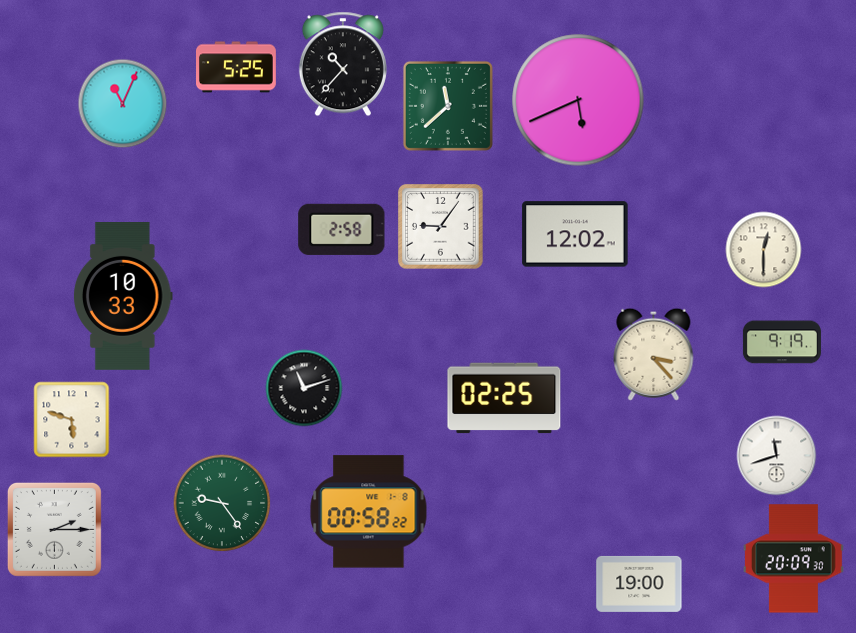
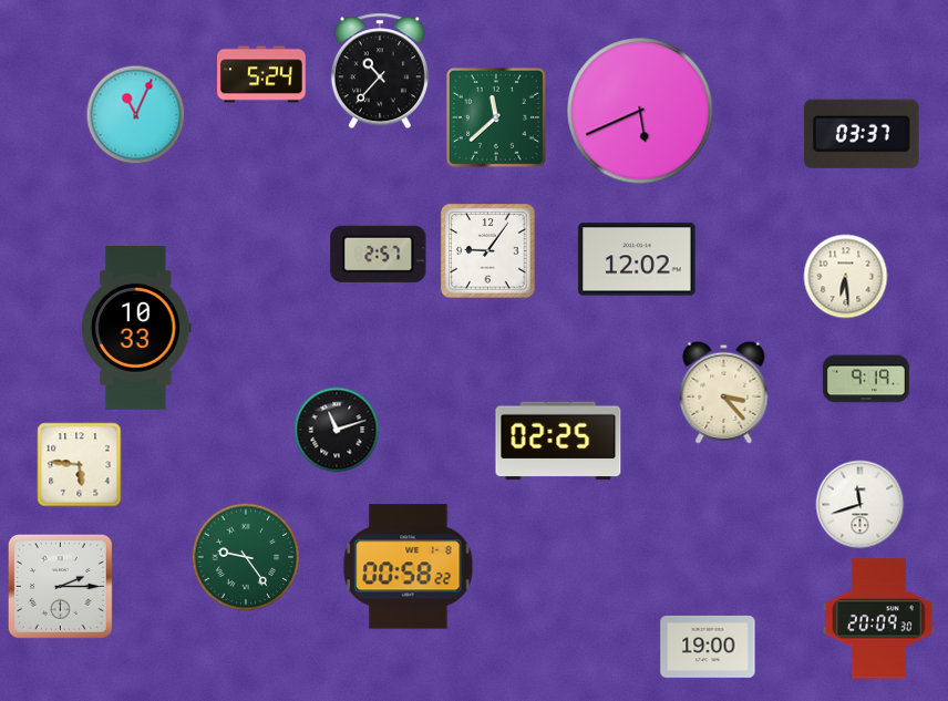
clock at (237, 67): 5:25 -> 5:24
clock at (862, 134): none -> 03:37
clock at (342, 229): 2:58 -> 2:57
clock at (764, 250): 12:30 -> 6:29
clock at (72, 420): 5:48 -> 5:46
